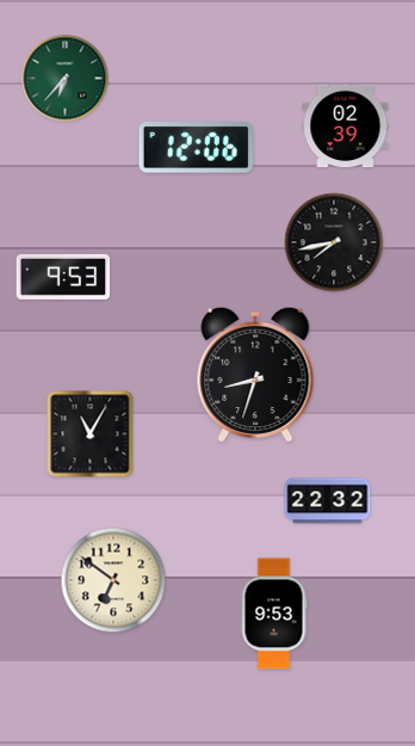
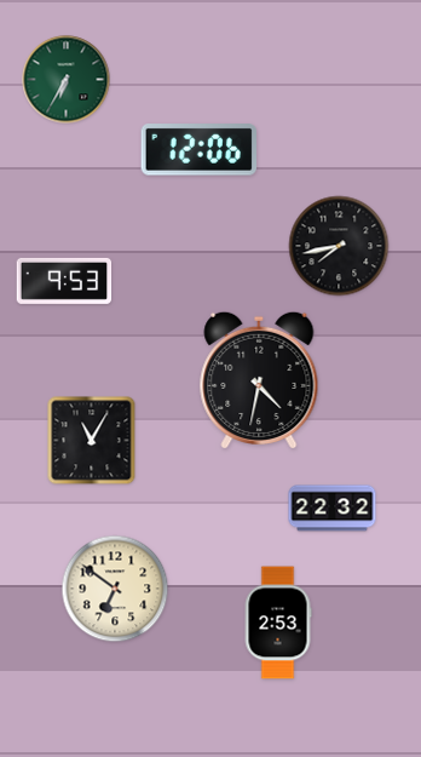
clock at (66, 79): 6:37 -> 6:35
clock at (346, 127): 02:39 -> none
clock at (255, 374): 8:33 -> 4:32
clock at (274, 614): 9:53 -> 2:53
